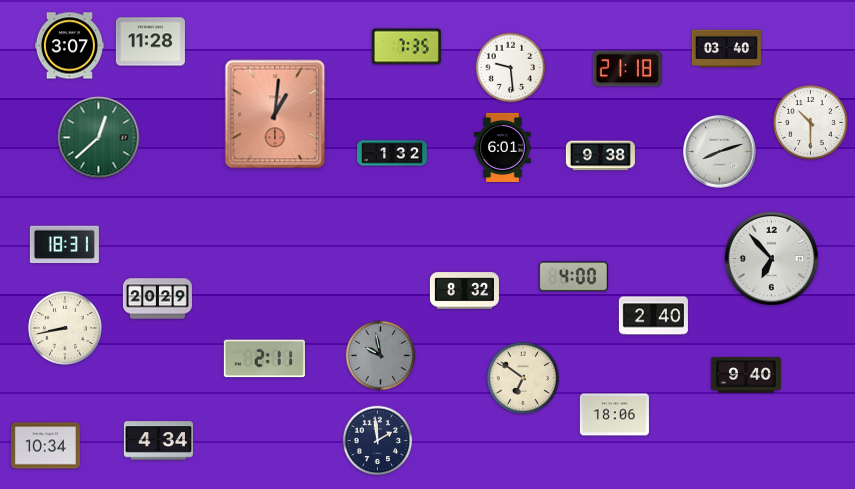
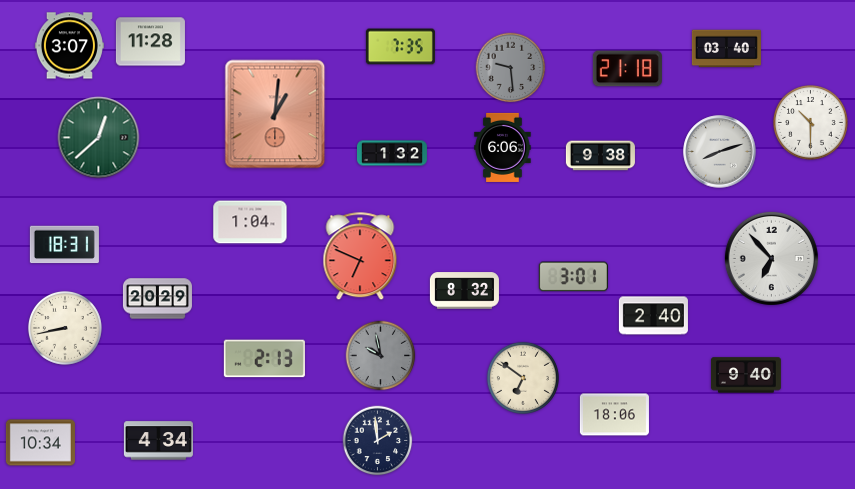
clock at (406, 47) position: (406, 47) -> (400, 47)
clock at (511, 68) dial: white -> grey
clock at (503, 147): 6:01 -> 6:06
clock at (250, 222): none -> 1:04
clock at (360, 257): none -> 6:49
clock at (573, 277): 4:00 -> 3:01
clock at (264, 359): 2:11 -> 2:13
clock at (45, 446) position: (45, 446) -> (40, 443)
